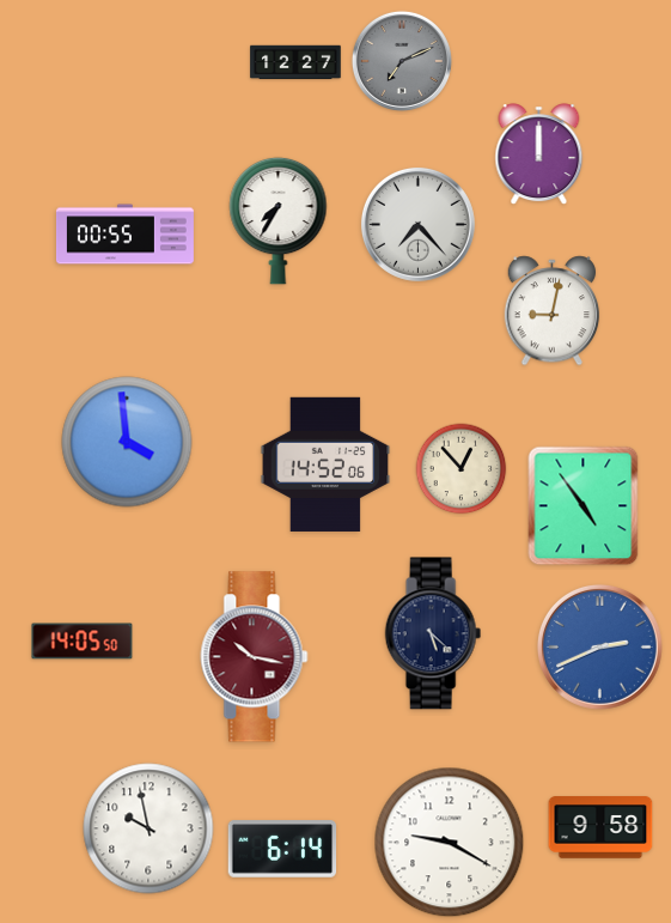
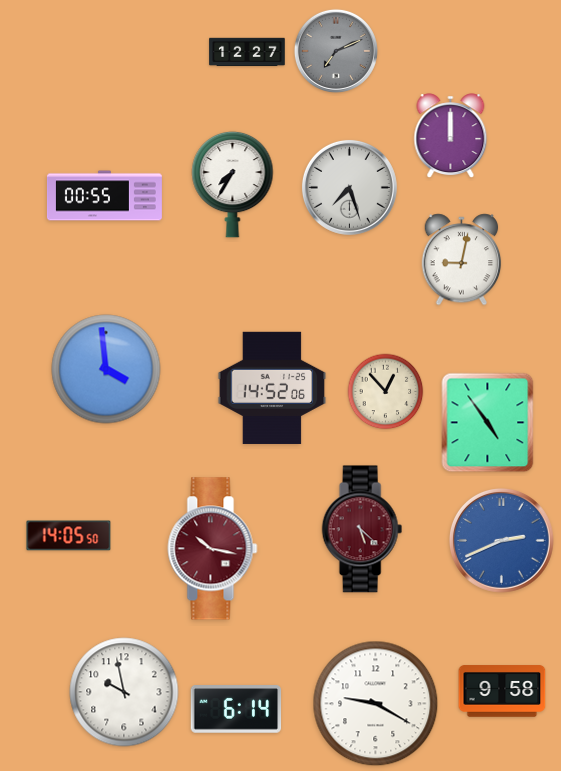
clock at (539, 154) position: (539, 154) -> (451, 136)
clock at (417, 224): 7:23 -> 7:27
clock at (433, 633) dial: navy -> burgundy
